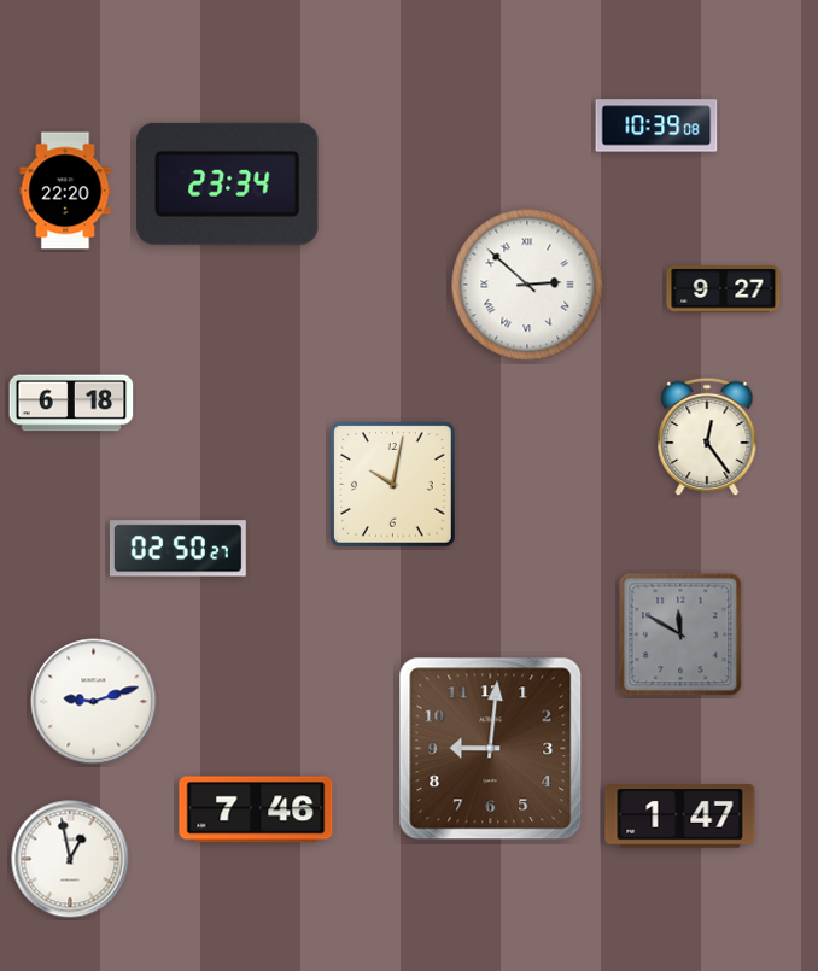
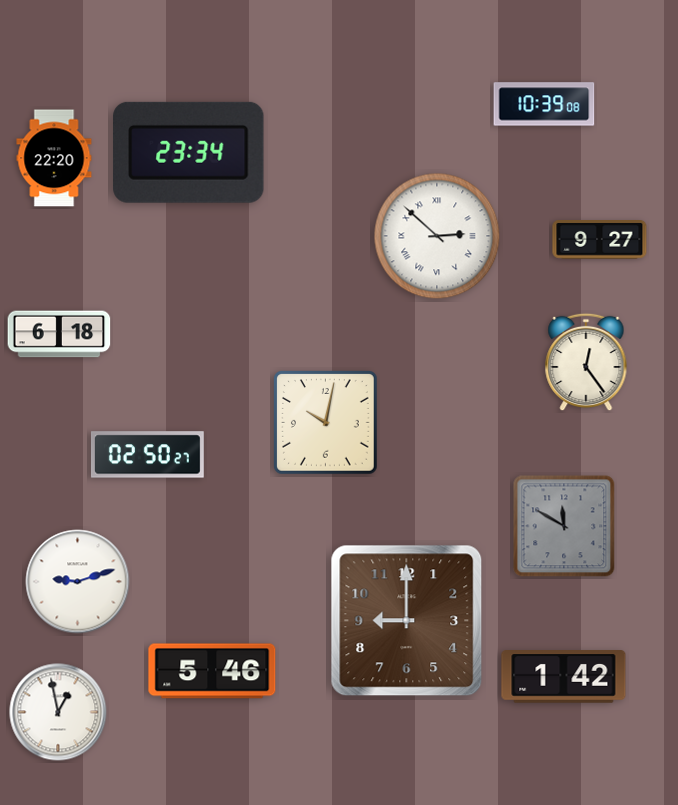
clock at (393, 485) position: (393, 485) -> (326, 423)
clock at (491, 749): 9:01 -> 9:00
clock at (256, 809): 7:46 -> 5:46
clock at (680, 817): 1:47 -> 1:42
